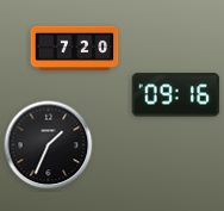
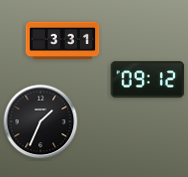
clock at (75, 49): 7:20 -> 3:31
clock at (176, 95): 09:16 -> 09:12
